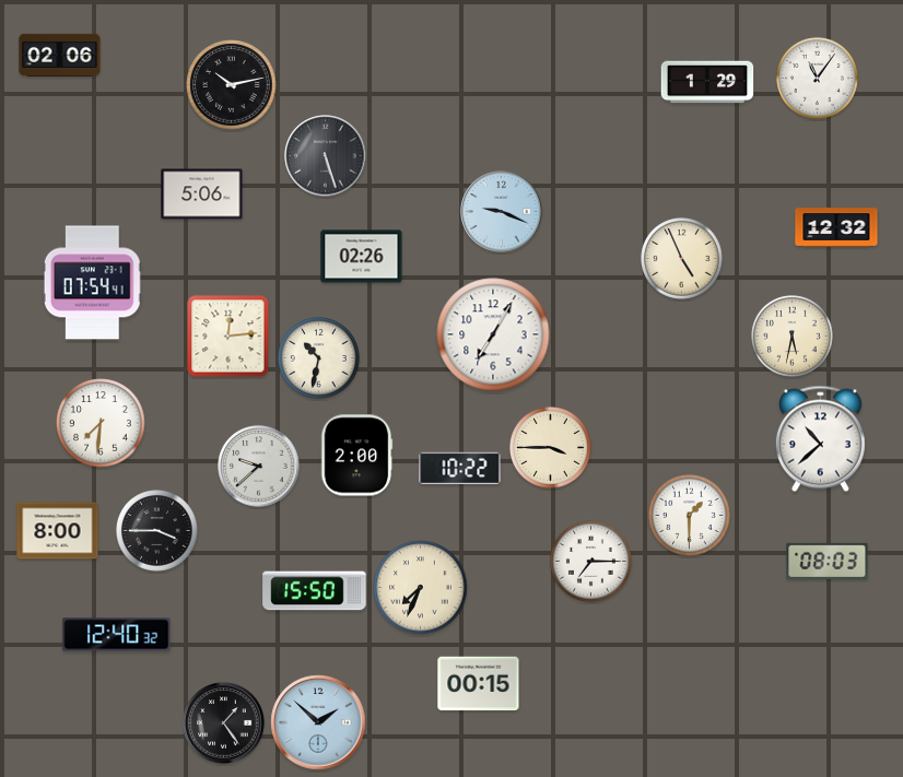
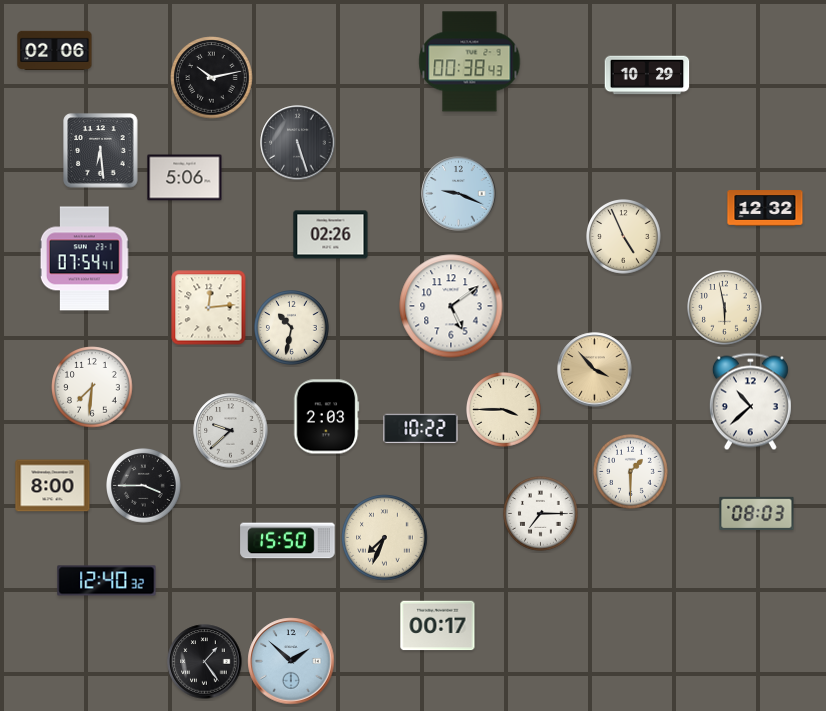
clock at (470, 62): none -> 00:38
clock at (818, 79): 11:06 -> none
clock at (707, 82): 1:29 -> 10:29
clock at (101, 151): none -> 6:29
clock at (493, 334): 7:05 -> 5:09
clock at (793, 337): 5:32 -> 5:58
clock at (595, 370): none -> 3:53
clock at (356, 456): 2:00 -> 2:03
clock at (259, 467) position: (259, 467) -> (231, 431)
clock at (479, 684): 00:15 -> 00:17
